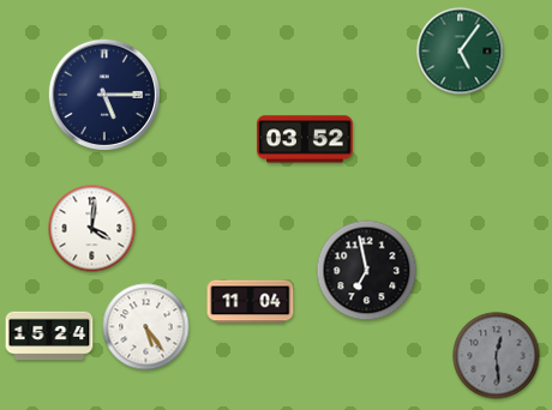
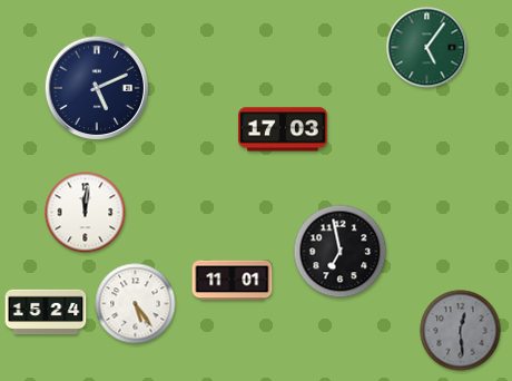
clock at (103, 94): 5:15 -> 5:11
clock at (306, 139): 03:52 -> 17:03
clock at (92, 229): 4:01 -> 12:01
clock at (251, 302): 11:04 -> 11:01
